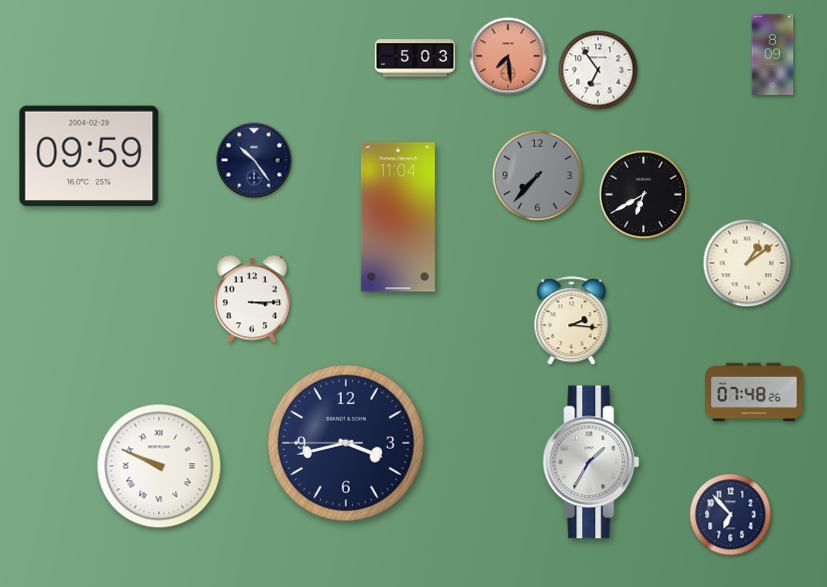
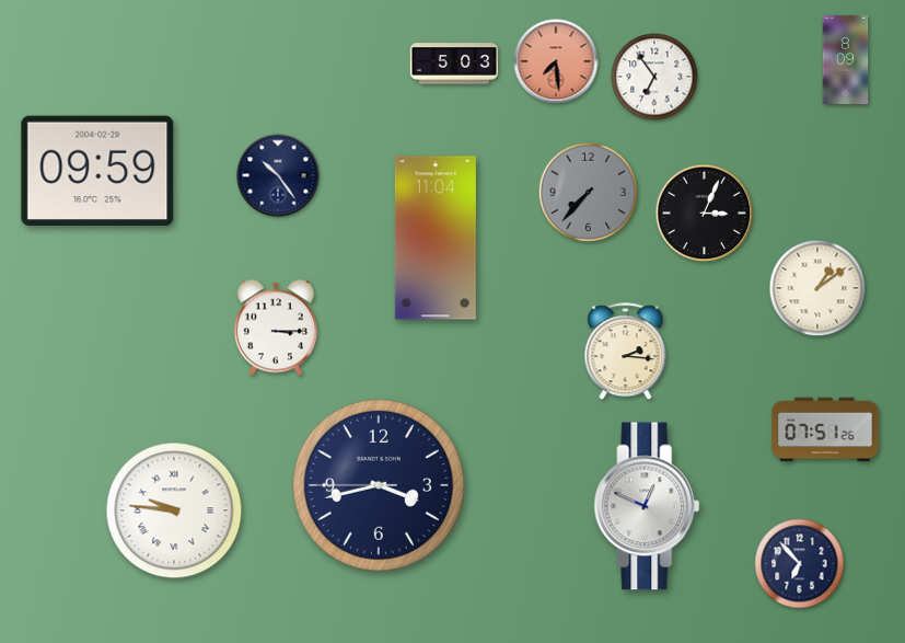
clock at (644, 195): 6:40 -> 3:04
clock at (754, 392): 07:48 -> 07:51
clock at (591, 462): 1:35 -> 12:49
clock at (159, 466): 9:49 -> 9:46
